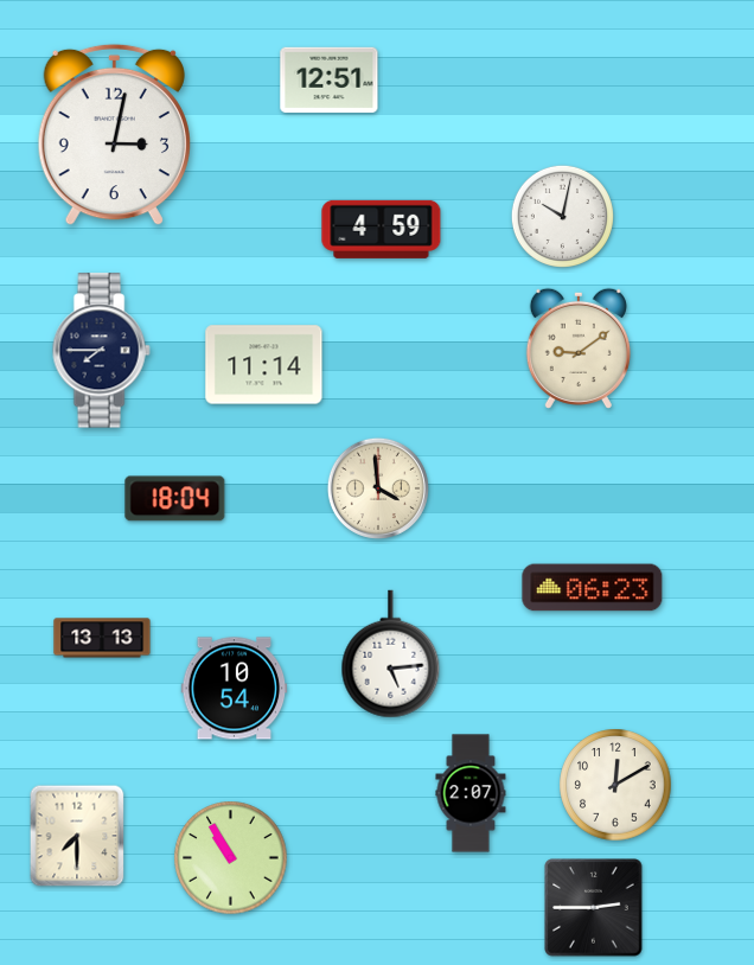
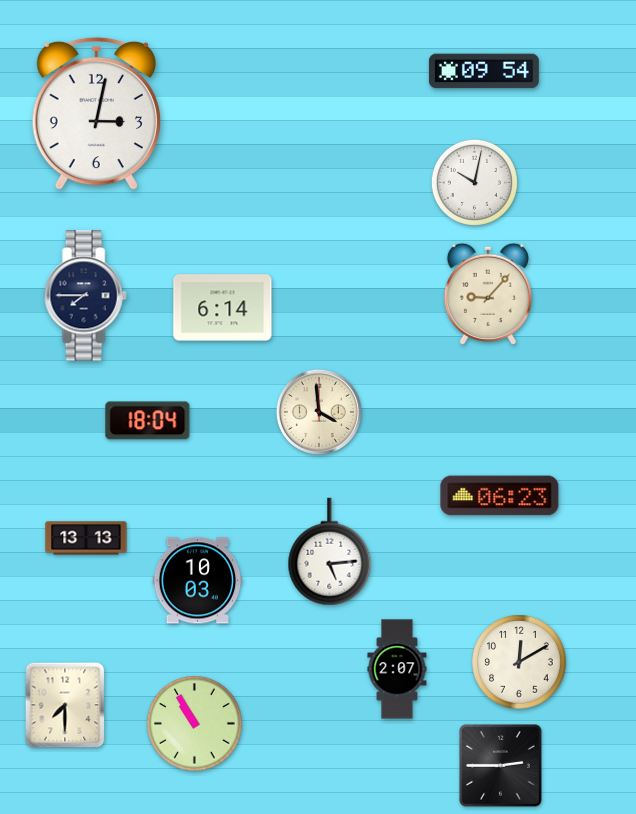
clock at (330, 79): 12:51 -> none
clock at (484, 71): none -> 09:54
clock at (382, 229): 4:59 -> none
clock at (579, 349): 9:09 -> 9:07
clock at (264, 365): 11:14 -> 6:14
clock at (235, 689): 10:54 -> 10:03
